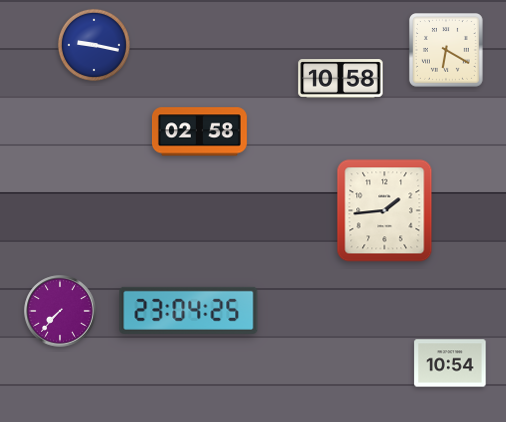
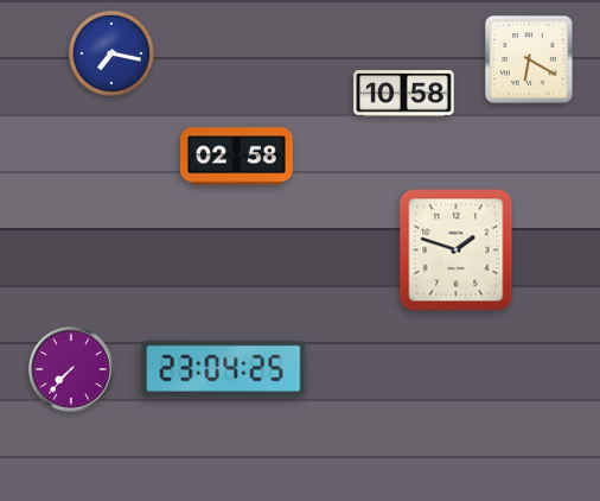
clock at (94, 45): 9:17 -> 7:17
clock at (385, 211): 1:44 -> 1:48
clock at (450, 363): 10:54 -> none
